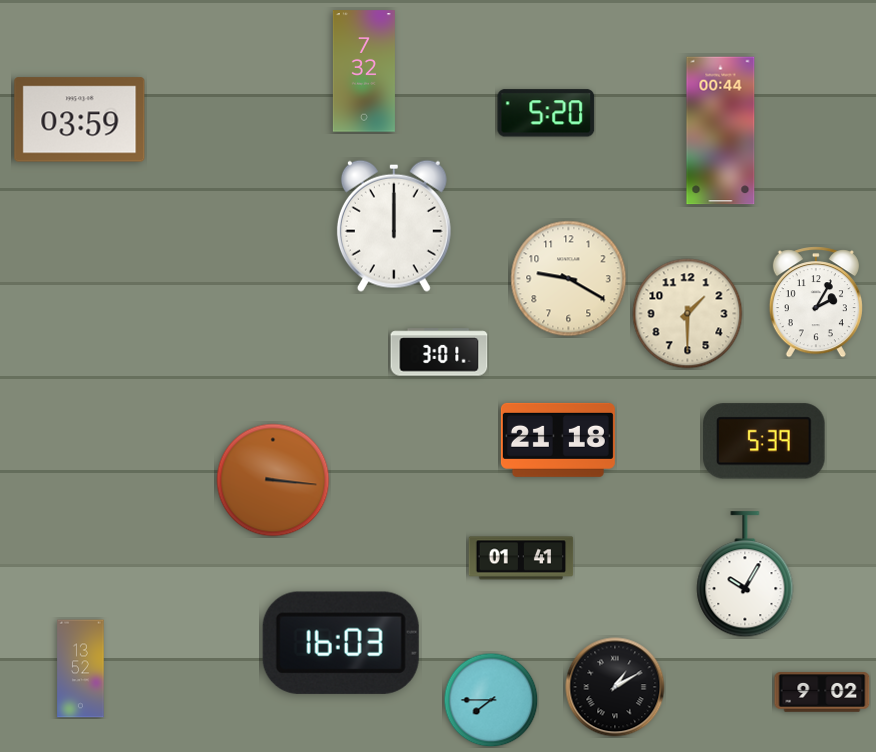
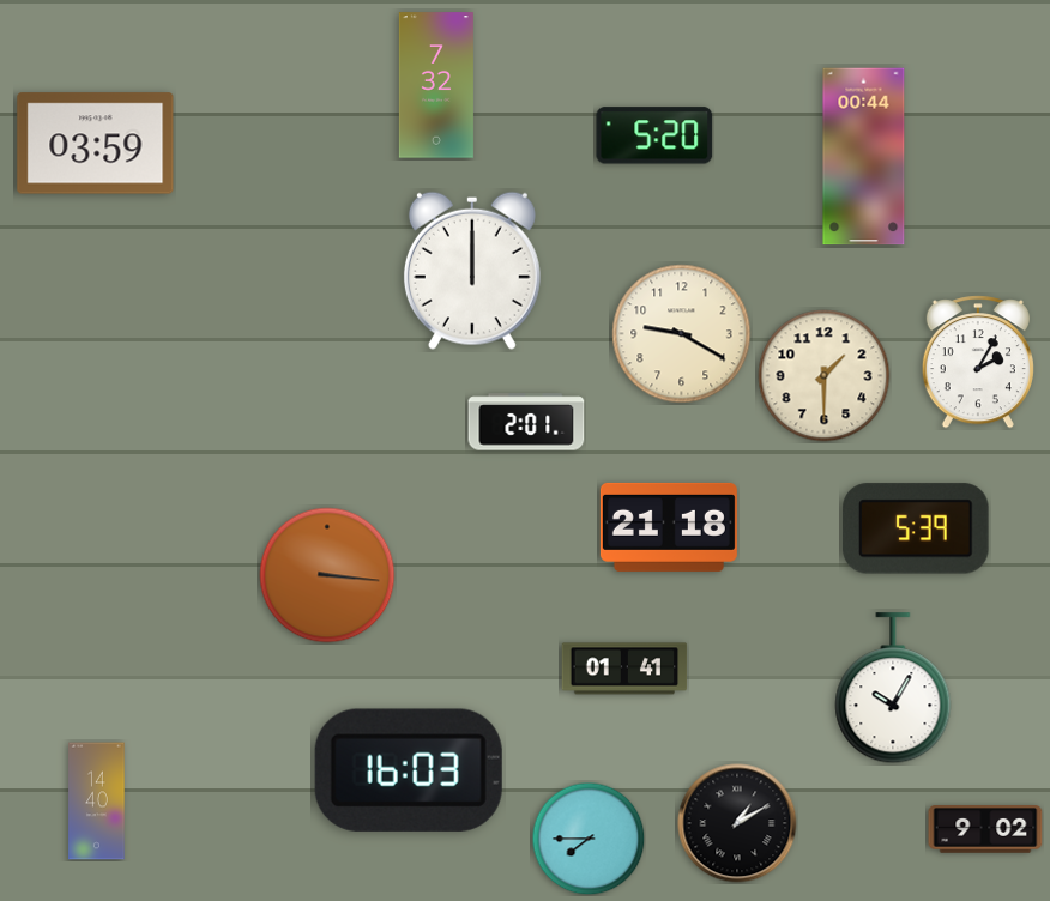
clock at (439, 352): 3:01 -> 2:01
clock at (81, 669): 13:52 -> 14:40
